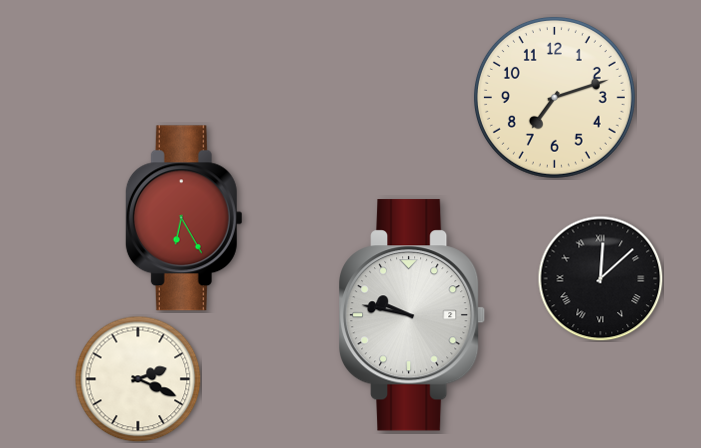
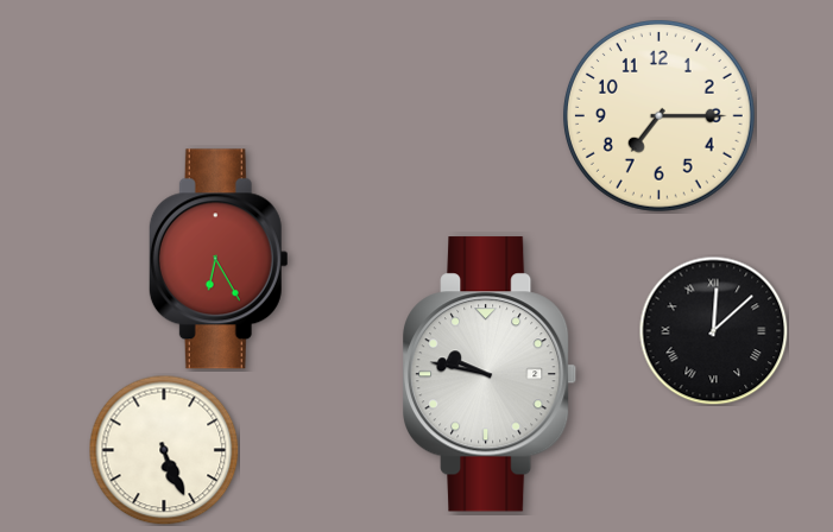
clock at (554, 97): 7:12 -> 7:15
clock at (138, 379): 2:19 -> 5:26
